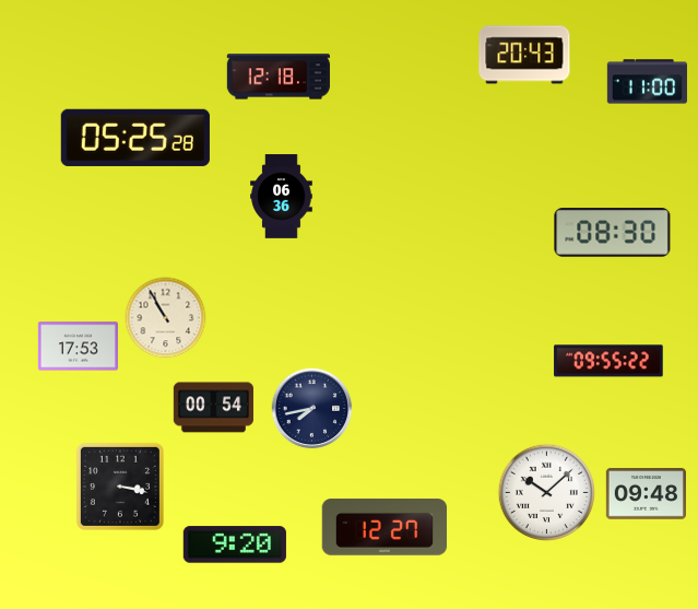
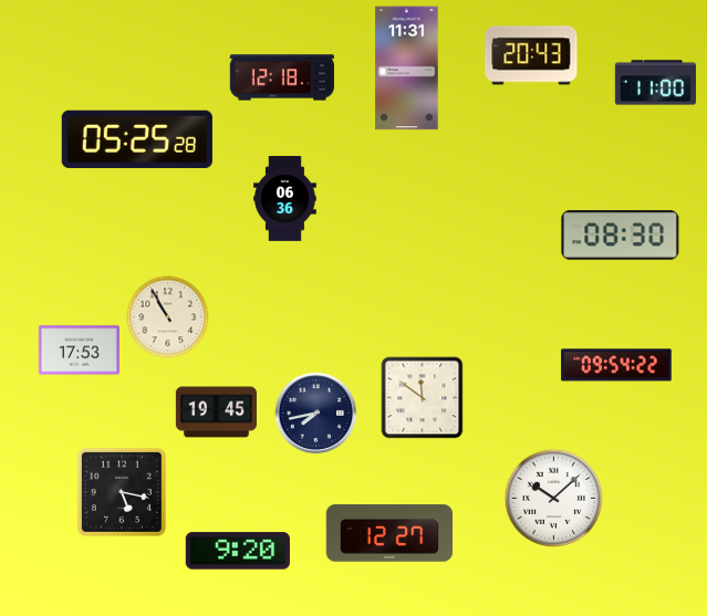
clock at (407, 69): none -> 11:31
clock at (166, 318) position: (166, 318) -> (168, 317)
clock at (608, 361): 09:55 -> 09:54
clock at (423, 398): none -> 11:51
clock at (213, 408): 00:54 -> 19:45
clock at (120, 487): 3:17 -> 5:17
clock at (646, 494): 09:48 -> none
